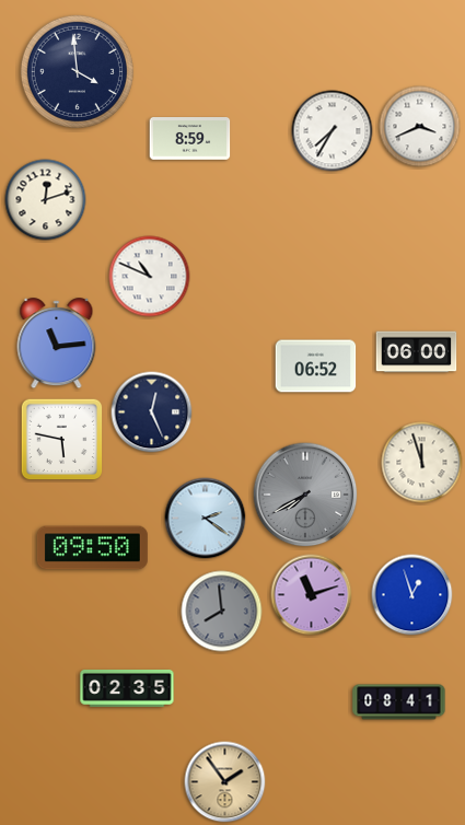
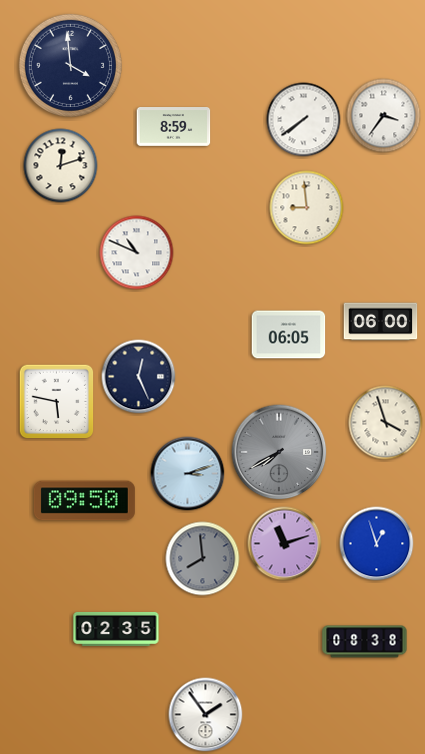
clock at (420, 127): 3:41 -> 3:36
clock at (333, 131): 7:35 -> 7:39
clock at (46, 200) position: (46, 200) -> (61, 166)
clock at (307, 208): none -> 8:59
clock at (57, 344): 11:14 -> none
clock at (316, 367): 06:52 -> 06:05
clock at (422, 463): 11:57 -> 3:57
clock at (206, 519): 2:21 -> 3:12
clock at (399, 702): 08:41 -> 08:38
clock at (225, 782) dial: champagne -> white
